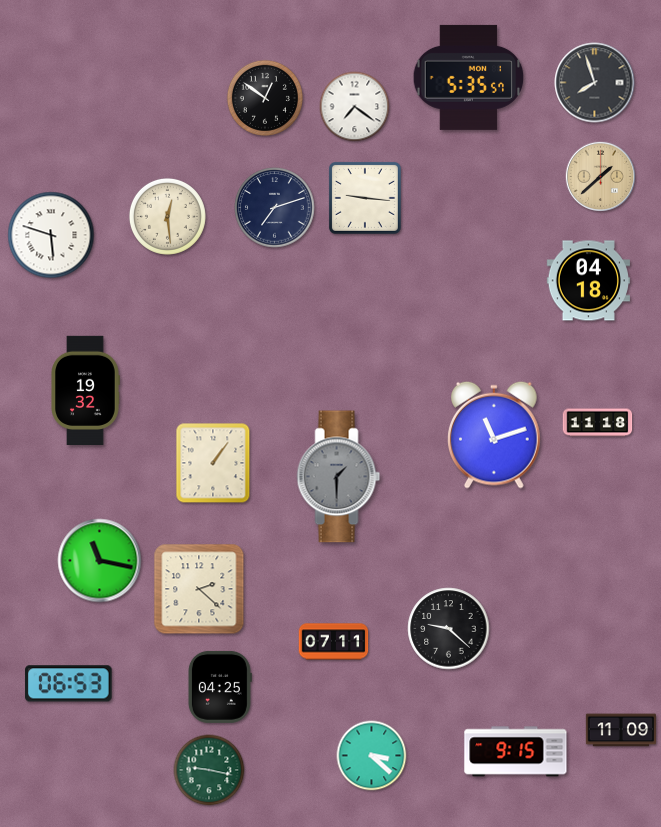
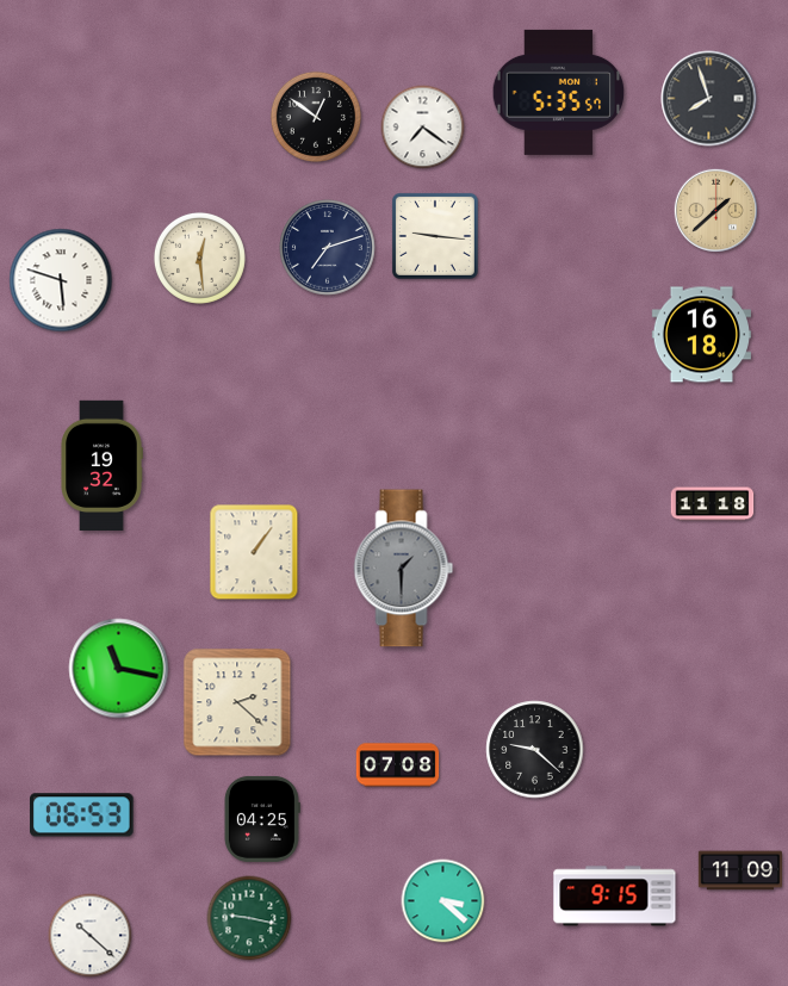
clock at (588, 281): 04:18 -> 16:18
clock at (495, 435): 11:12 -> none
clock at (334, 642): 07:11 -> 07:08
clock at (91, 936): none -> 10:22
